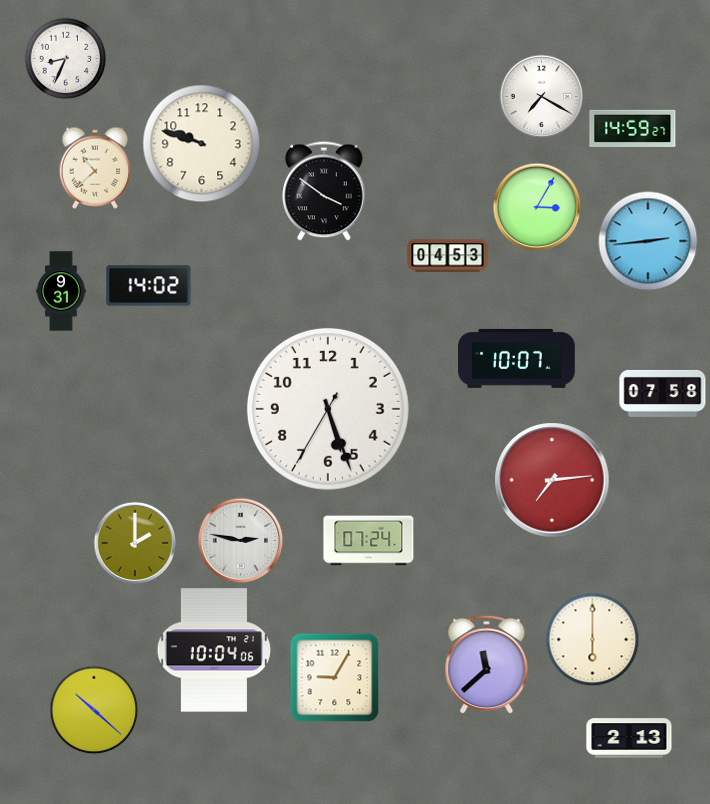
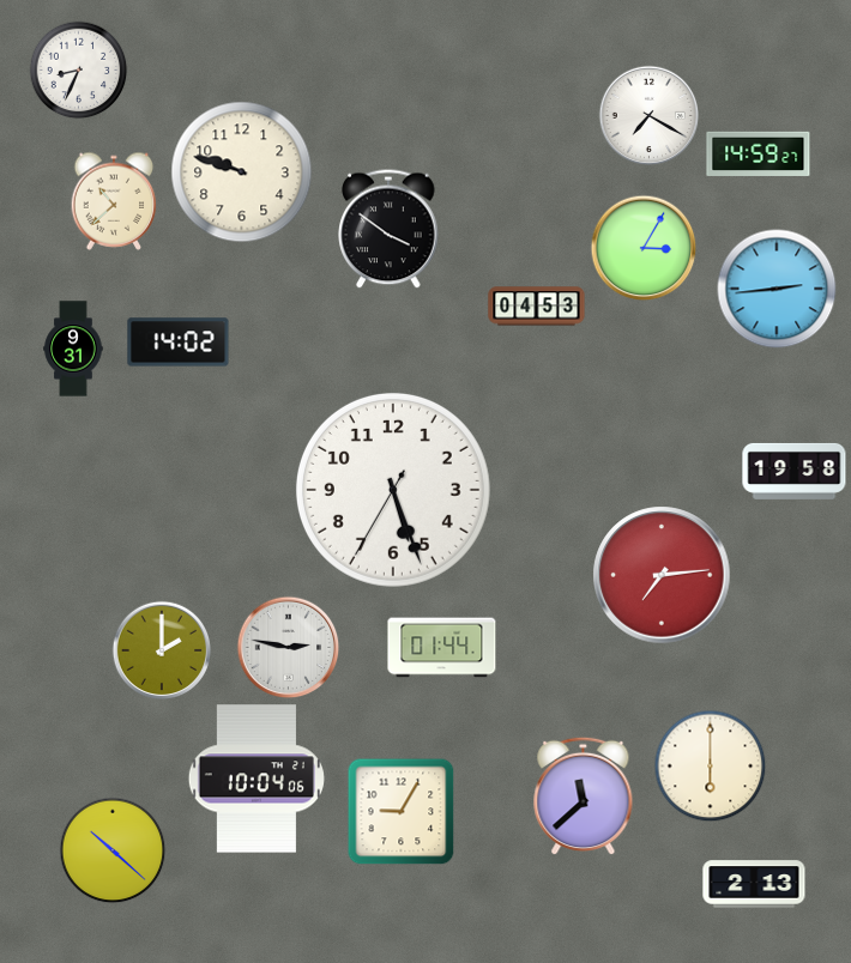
clock at (517, 358): 10:07 -> none
clock at (663, 393): 07:58 -> 19:58
clock at (369, 541): 07:24 -> 01:44
